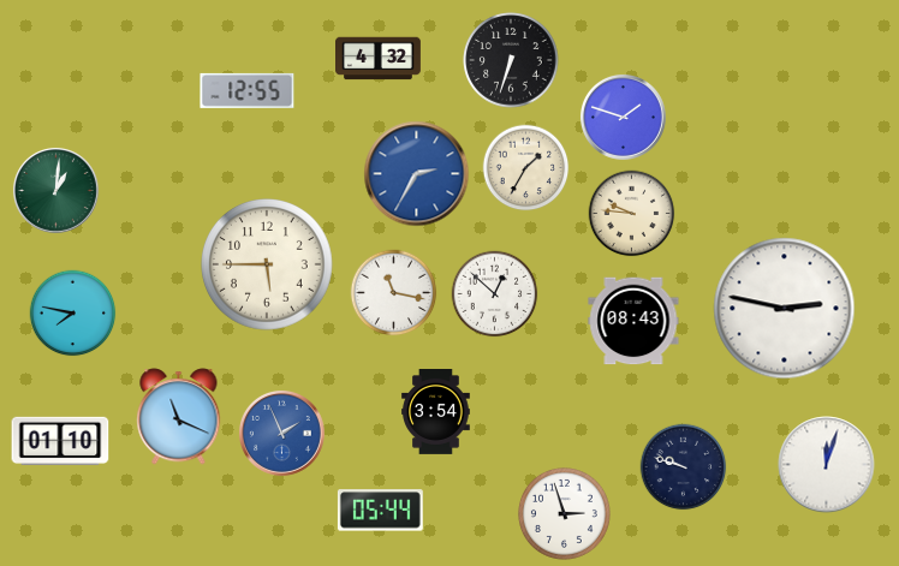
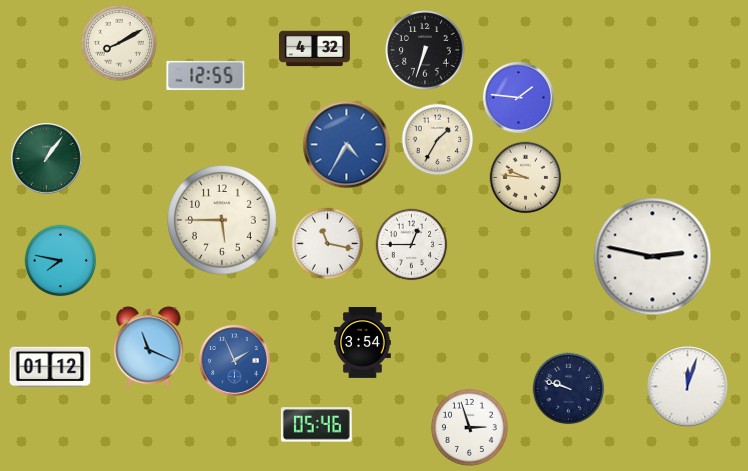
clock at (119, 43): none -> 8:10
clock at (624, 118): 1:48 -> 1:46
clock at (417, 174): 2:35 -> 4:35
clock at (56, 191): 1:01 -> 1:06
clock at (495, 294): 12:52 -> 12:45
clock at (633, 321): 08:43 -> none
clock at (60, 441): 01:10 -> 01:12
clock at (380, 511): 05:44 -> 05:46
